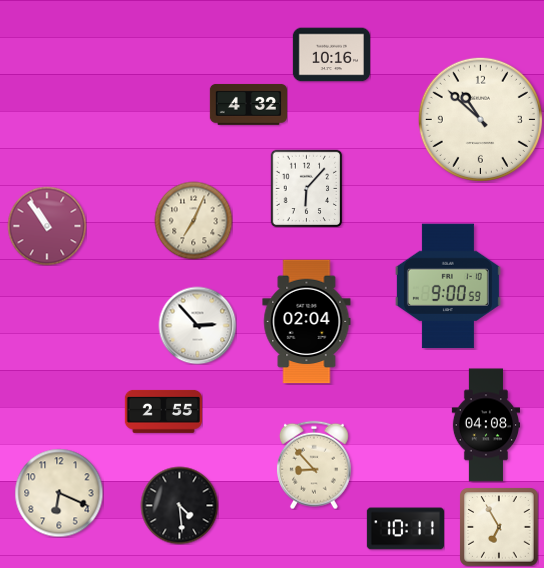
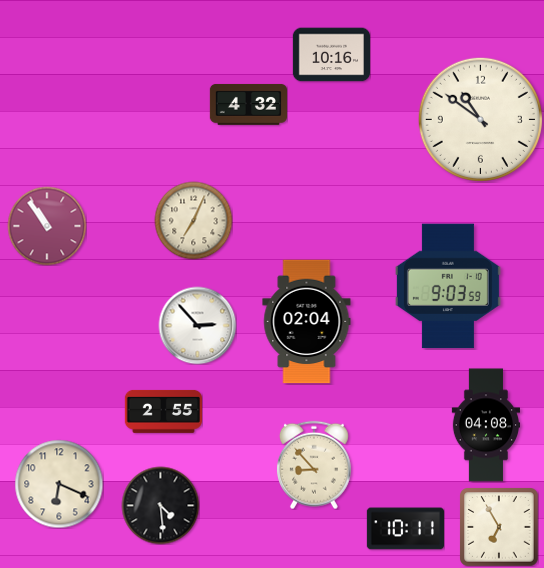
clock at (480, 119): 10:52 -> 10:51
clock at (307, 188): 6:07 -> none
clock at (448, 286): 9:00 -> 9:03
clock at (59, 493) position: (59, 493) -> (59, 484)
clock at (179, 505) position: (179, 505) -> (160, 505)
